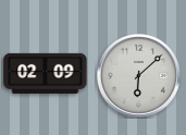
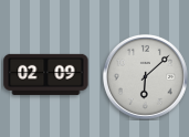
clock at (138, 75) position: (138, 75) -> (145, 76)
